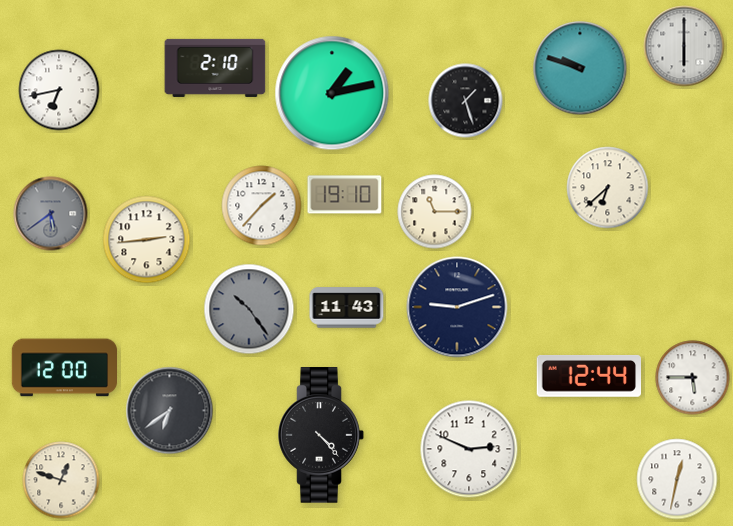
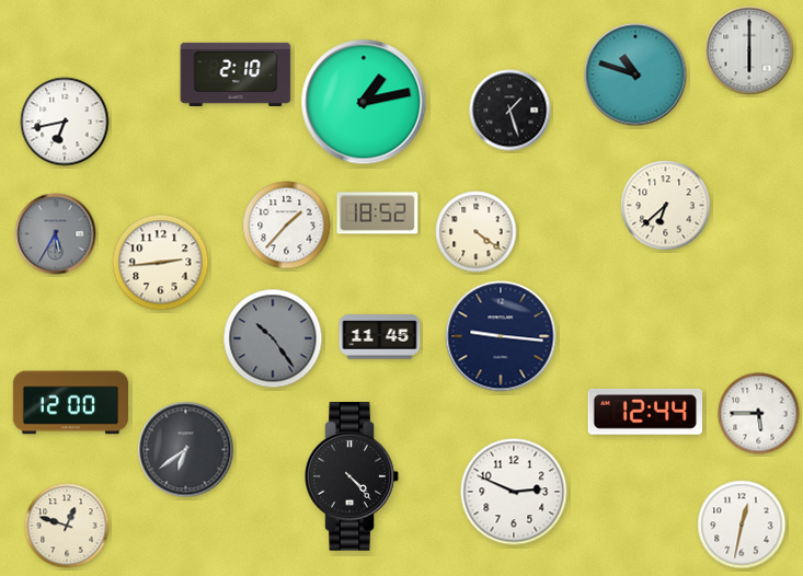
clock at (580, 68): 9:48 -> 10:48
clock at (59, 90) position: (59, 90) -> (65, 122)
clock at (345, 195): 19:10 -> 18:52
clock at (435, 212): 11:15 -> 4:21
clock at (51, 214): 5:39 -> 5:35
clock at (457, 307): 9:12 -> 9:16
clock at (347, 308): 11:43 -> 11:45
